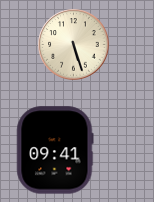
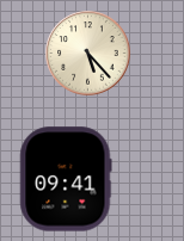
clock at (74, 45): 5:27 -> 5:23
